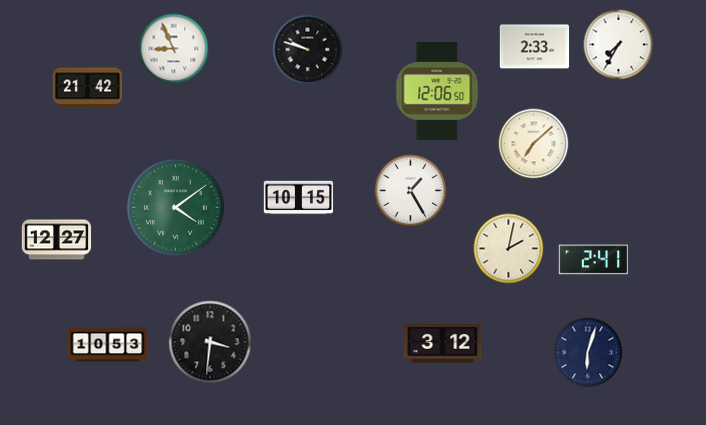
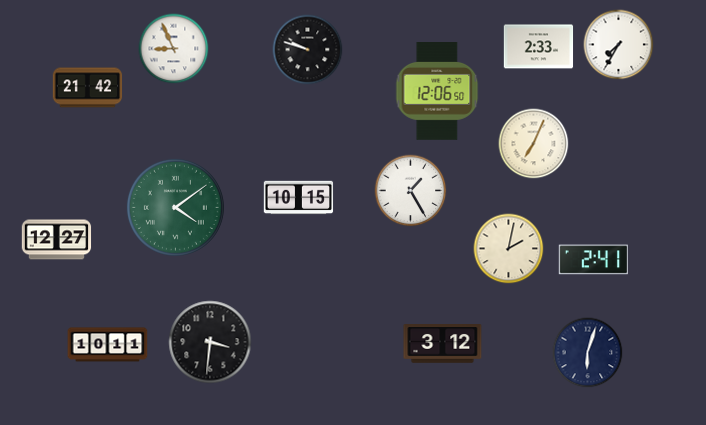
clock at (535, 47) position: (535, 47) -> (539, 47)
clock at (534, 144): 7:08 -> 7:04
clock at (108, 345): 10:53 -> 10:11
